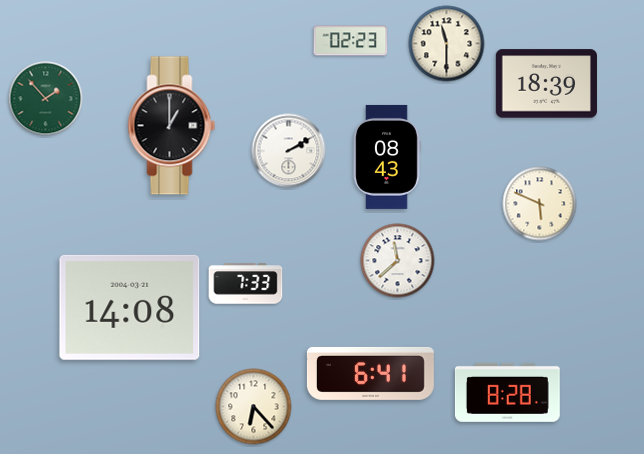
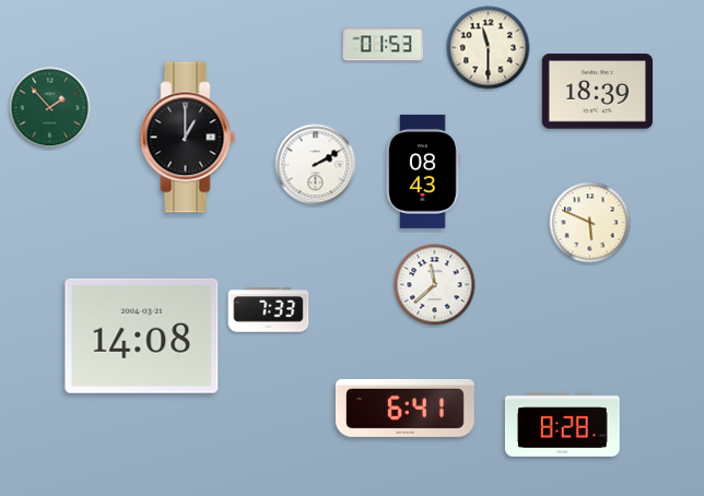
clock at (351, 41): 02:23 -> 01:53
clock at (507, 392) position: (507, 392) -> (562, 424)
clock at (254, 407): 6:23 -> none
